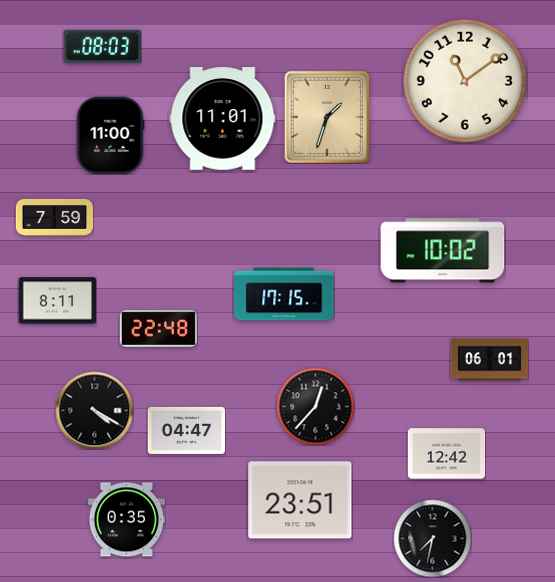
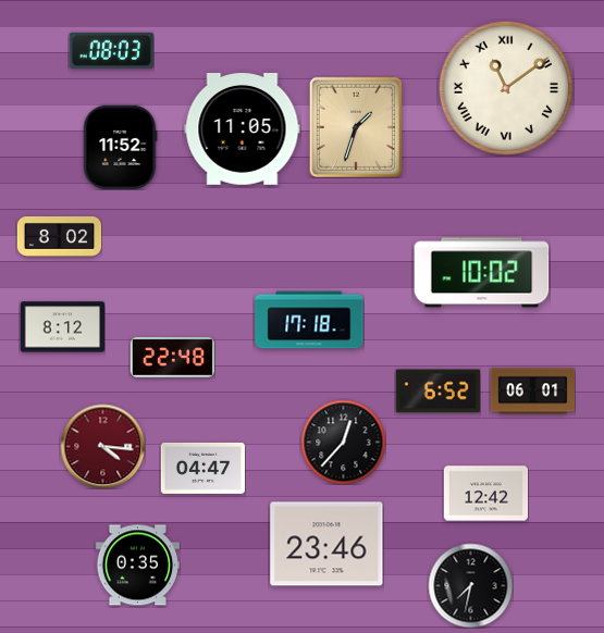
clock at (465, 81) numerals: Arabic -> Roman
clock at (223, 119): 11:01 -> 11:05
clock at (110, 135): 11:00 -> 11:52
clock at (54, 217): 7:59 -> 8:02
clock at (284, 294): 17:15 -> 17:18
clock at (57, 301): 8:11 -> 8:12
clock at (437, 392): none -> 6:52
clock at (94, 410): 4:20 -> 4:16
clock at (94, 410) dial: black -> burgundy
clock at (300, 500): 23:51 -> 23:46
